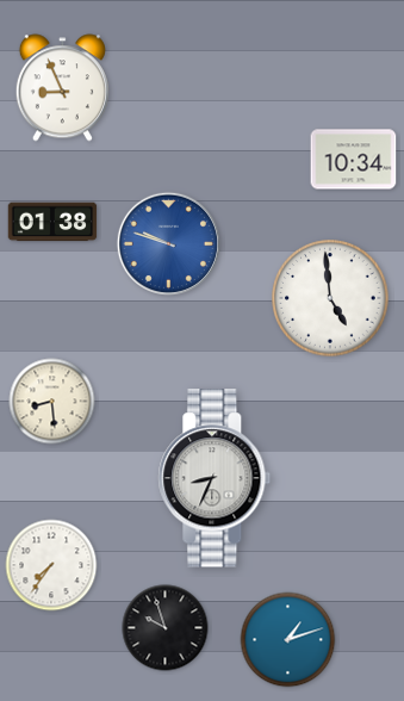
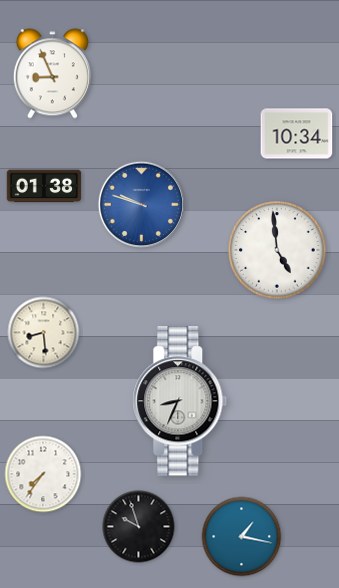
clock at (52, 402) position: (52, 402) -> (44, 333)
clock at (288, 640): 1:12 -> 1:17
